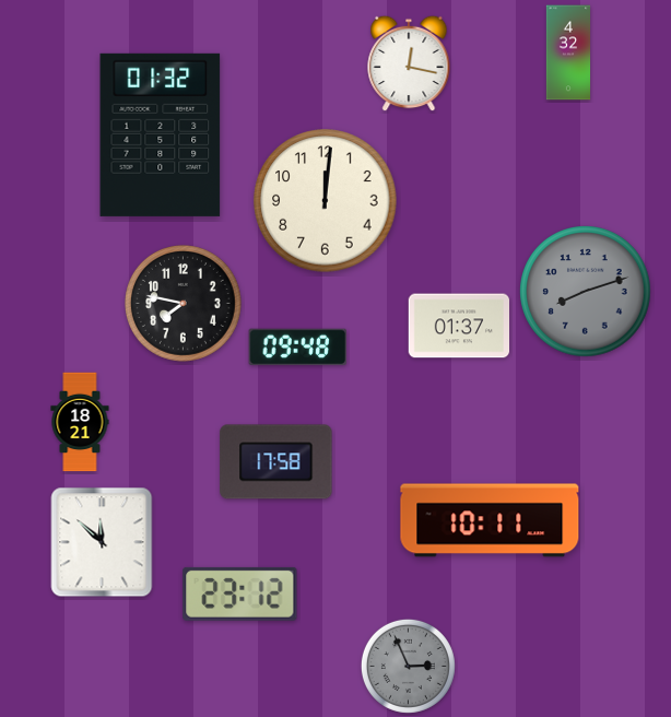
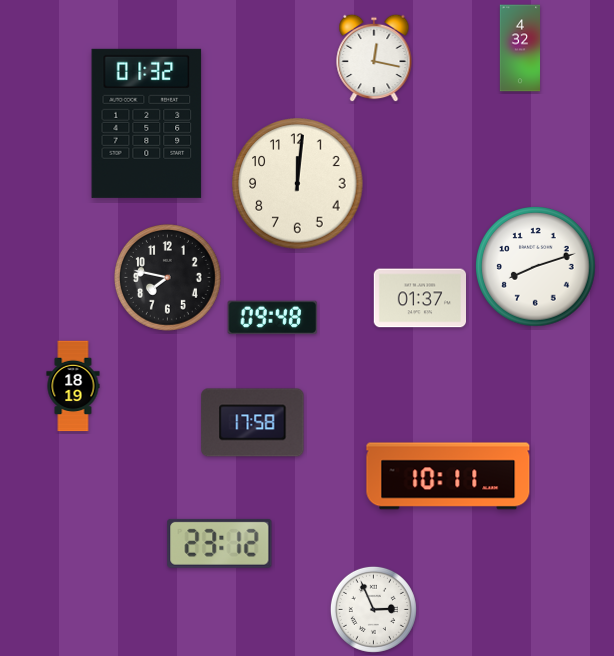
clock at (586, 292) dial: grey -> white
clock at (80, 422): 18:21 -> 18:19
clock at (102, 542): 11:52 -> none
clock at (408, 666) dial: grey -> white
